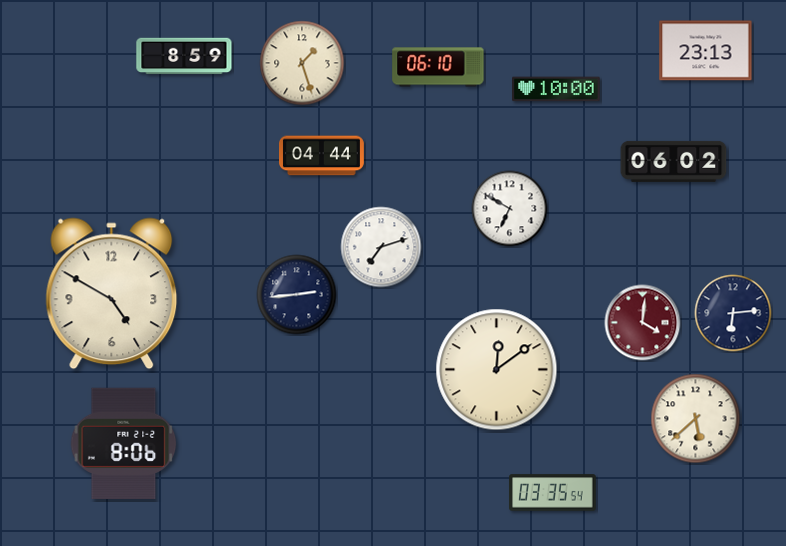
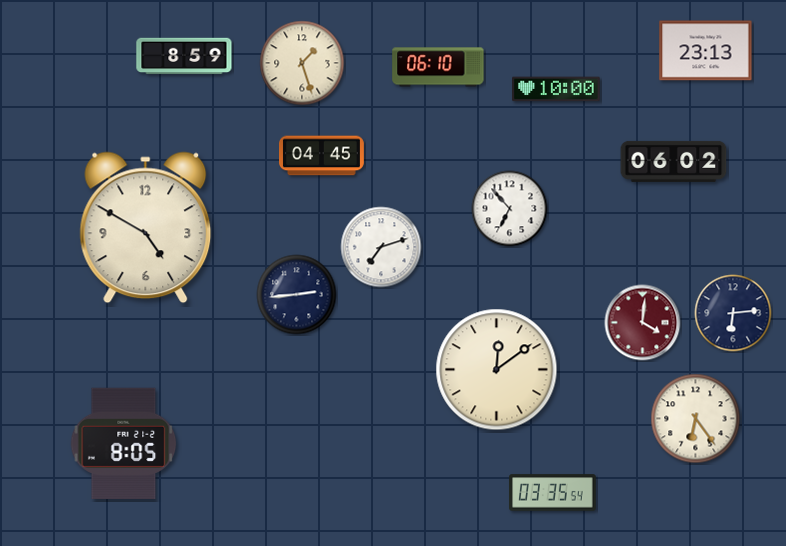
clock at (322, 156): 04:44 -> 04:45
clock at (510, 209): 6:50 -> 6:53
clock at (112, 294) position: (112, 294) -> (146, 228)
clock at (696, 419): 5:38 -> 6:24
clock at (124, 443): 8:06 -> 8:05
